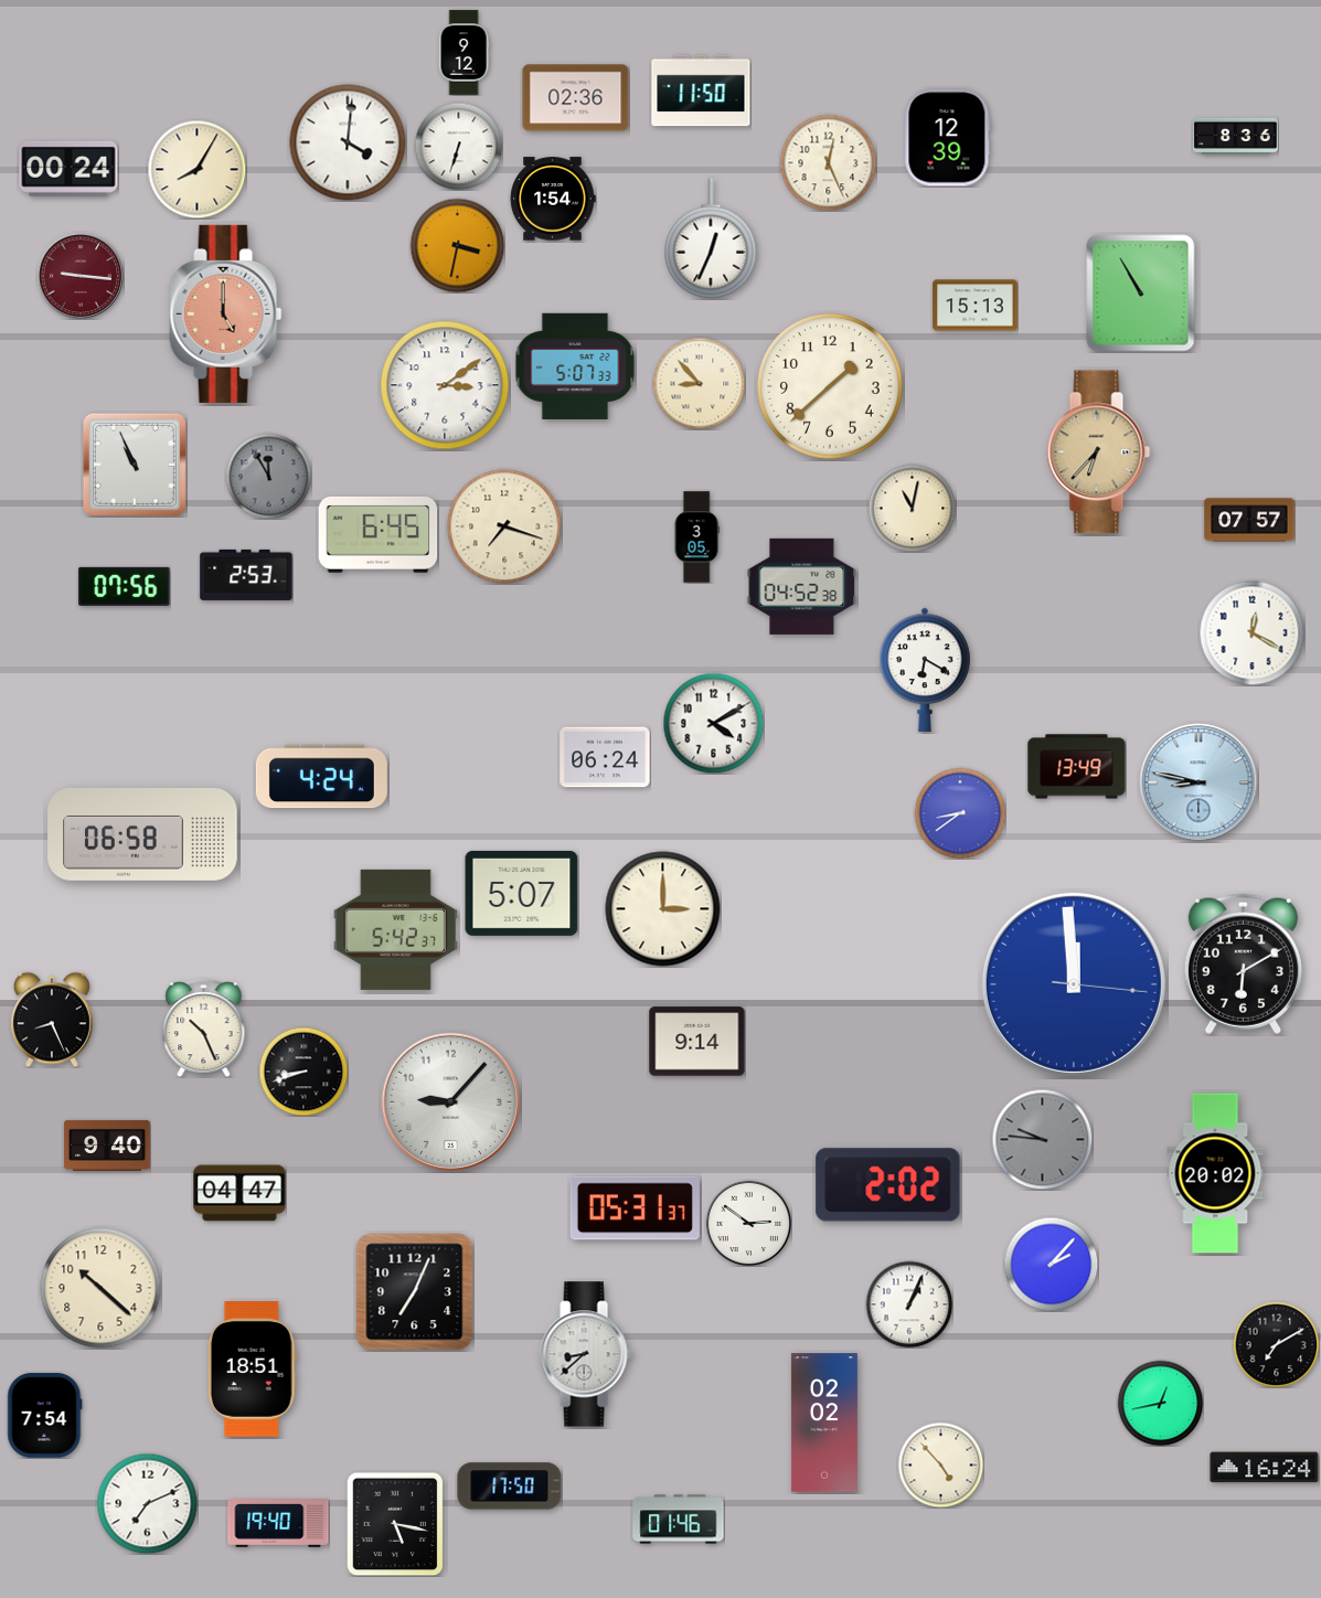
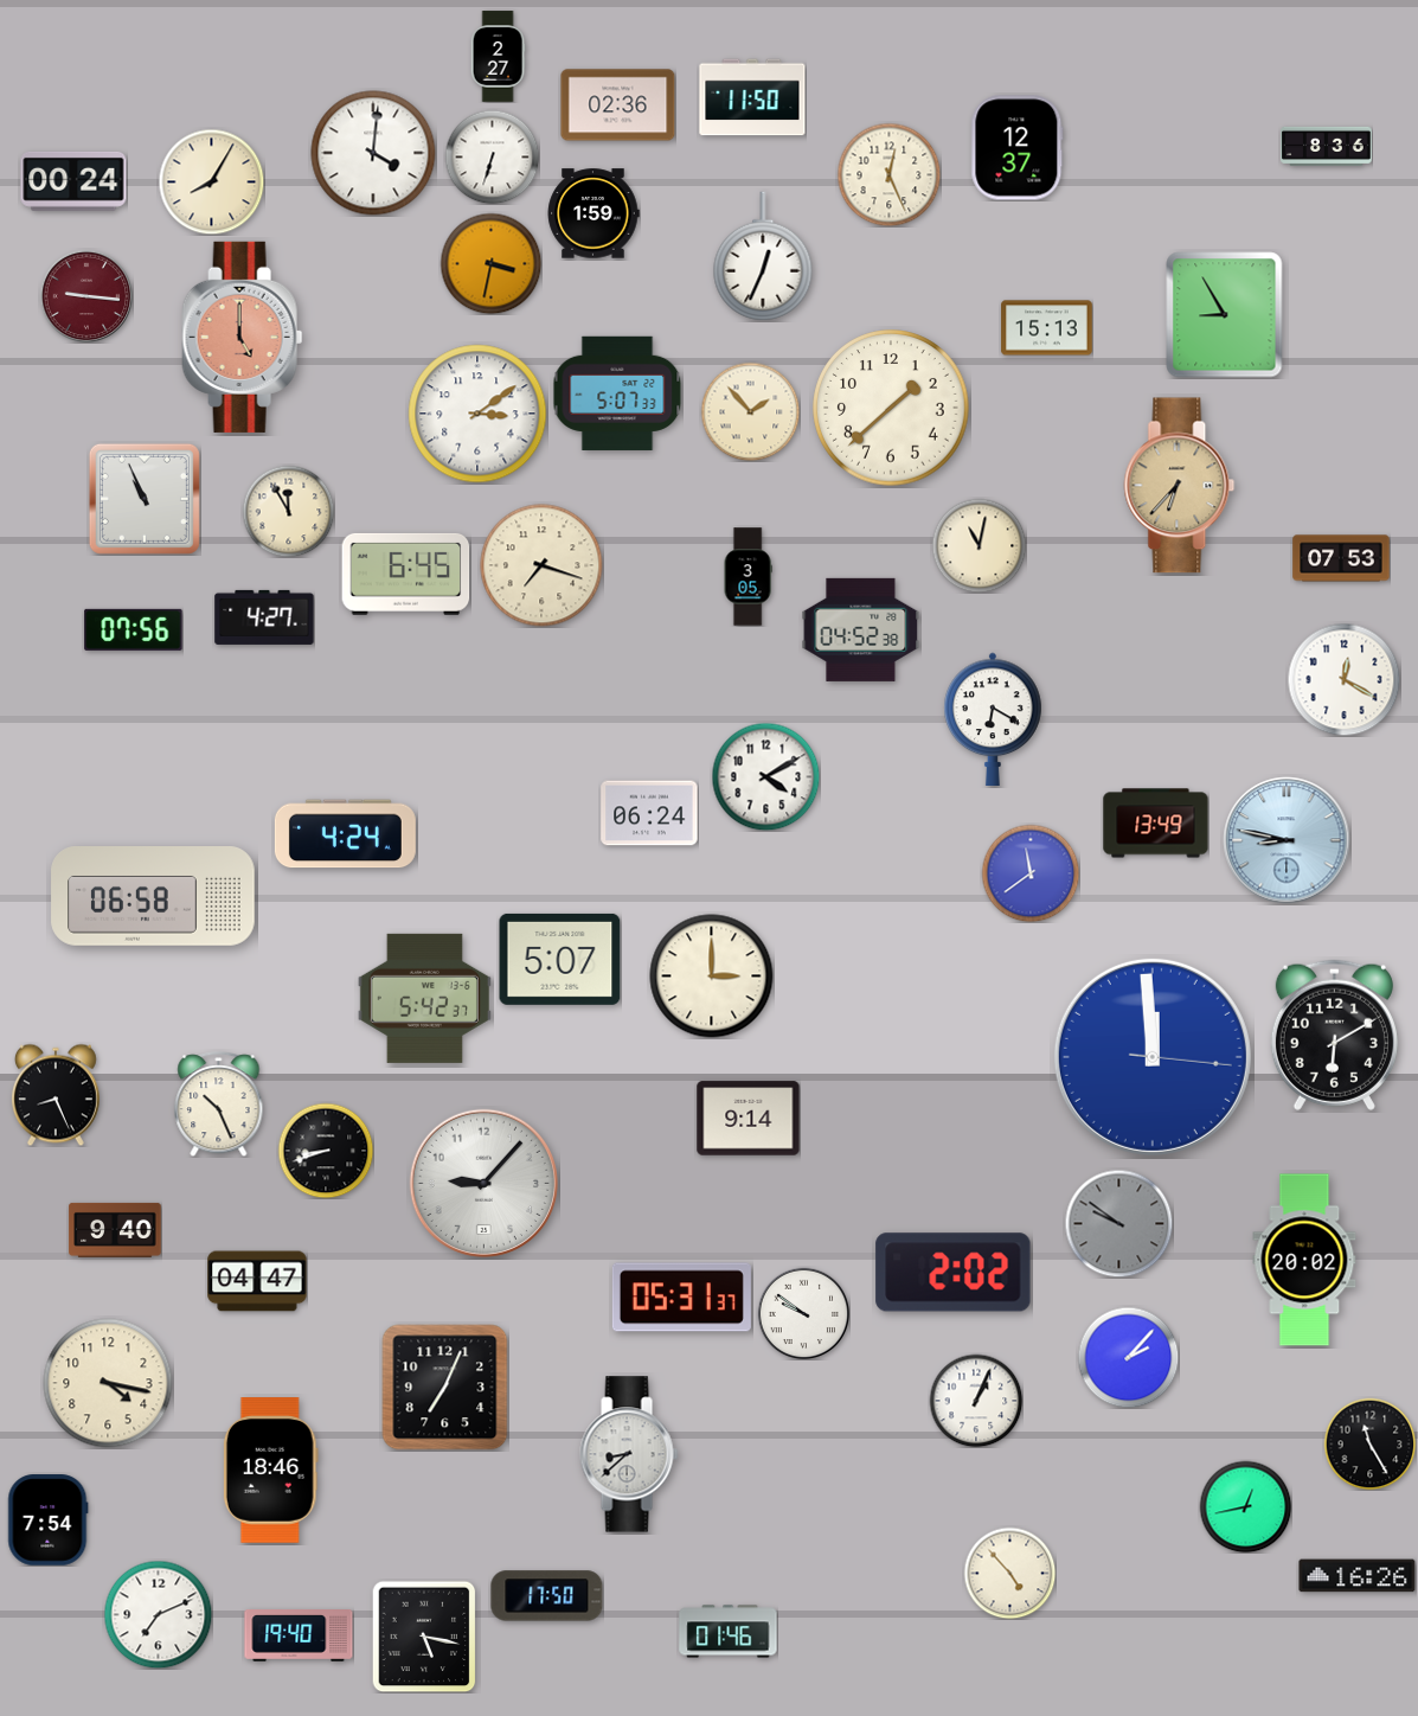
clock at (464, 53): 9:12 -> 2:27
clock at (948, 138): 12:39 -> 12:37
clock at (553, 199): 1:54 -> 1:59
clock at (1141, 294): 10:55 -> 8:55
clock at (699, 383): 8:53 -> 1:53
clock at (830, 386) position: (830, 386) -> (891, 408)
clock at (268, 476) dial: grey -> cream
clock at (1249, 520): 07:57 -> 07:53
clock at (246, 575): 2:53 -> 4:27
clock at (960, 813): 8:39 -> 11:39
clock at (1042, 1139): 9:46 -> 9:51
clock at (748, 1223): 2:51 -> 9:51
clock at (100, 1288): 10:22 -> 4:17
clock at (1276, 1344): 7:10 -> 11:25
clock at (252, 1370): 18:51 -> 18:46
clock at (824, 1423): 02:02 -> none
clock at (1265, 1468): 16:24 -> 16:26
